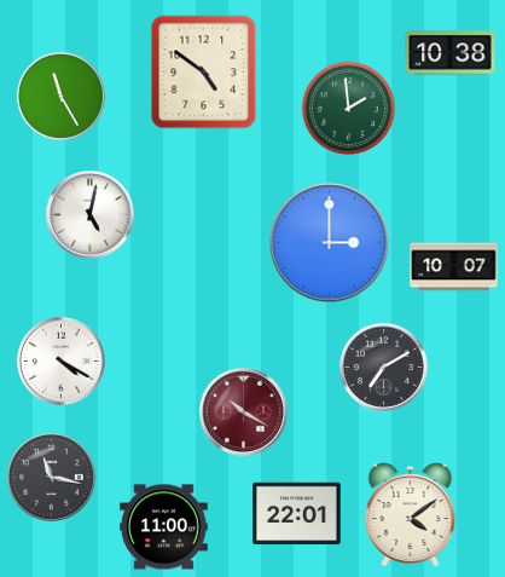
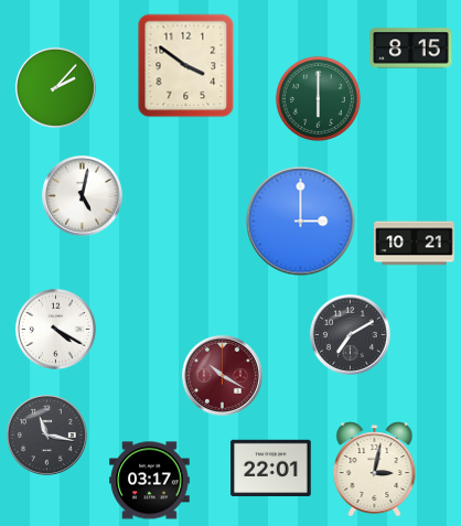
clock at (451, 53): 10:38 -> 8:15
clock at (204, 73): 4:51 -> 3:51
clock at (62, 97): 11:25 -> 2:07
clock at (348, 108): 1:59 -> 6:00
clock at (454, 267): 10:07 -> 10:21
clock at (411, 515): 4:09 -> 3:02
clock at (164, 527): 11:00 -> 03:17
